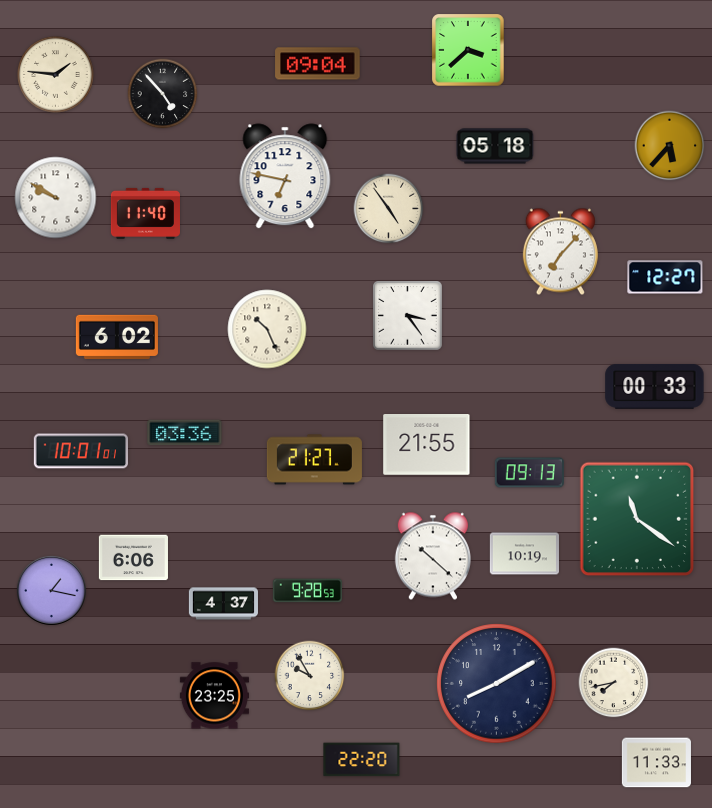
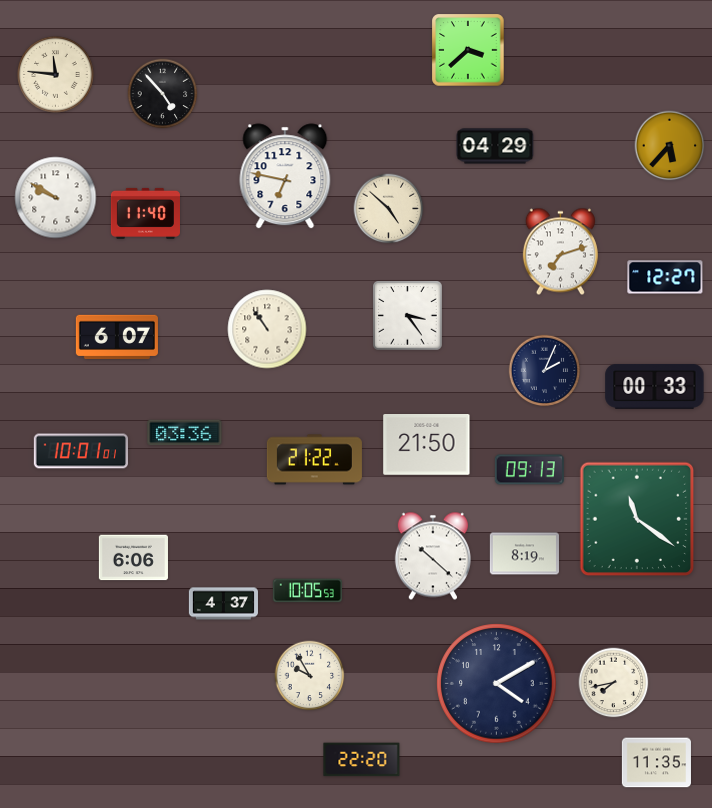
clock at (318, 64): 09:04 -> none
clock at (56, 75): 1:46 -> 11:46
clock at (495, 146): 05:18 -> 04:29
clock at (389, 209): 4:54 -> 4:52
clock at (560, 252): 7:07 -> 7:12
clock at (267, 329): 10:26 -> 10:54
clock at (117, 336): 6:02 -> 6:07
clock at (545, 371): none -> 2:04
clock at (427, 445): 21:55 -> 21:50
clock at (314, 460): 21:27 -> 21:22
clock at (529, 473) position: (529, 473) -> (529, 470)
clock at (524, 554): 10:19 -> 8:19
clock at (51, 590): 1:17 -> none
clock at (307, 591): 9:28 -> 10:05
clock at (497, 684): 8:10 -> 4:10
clock at (214, 696): 23:25 -> none
clock at (656, 763): 11:33 -> 11:35
